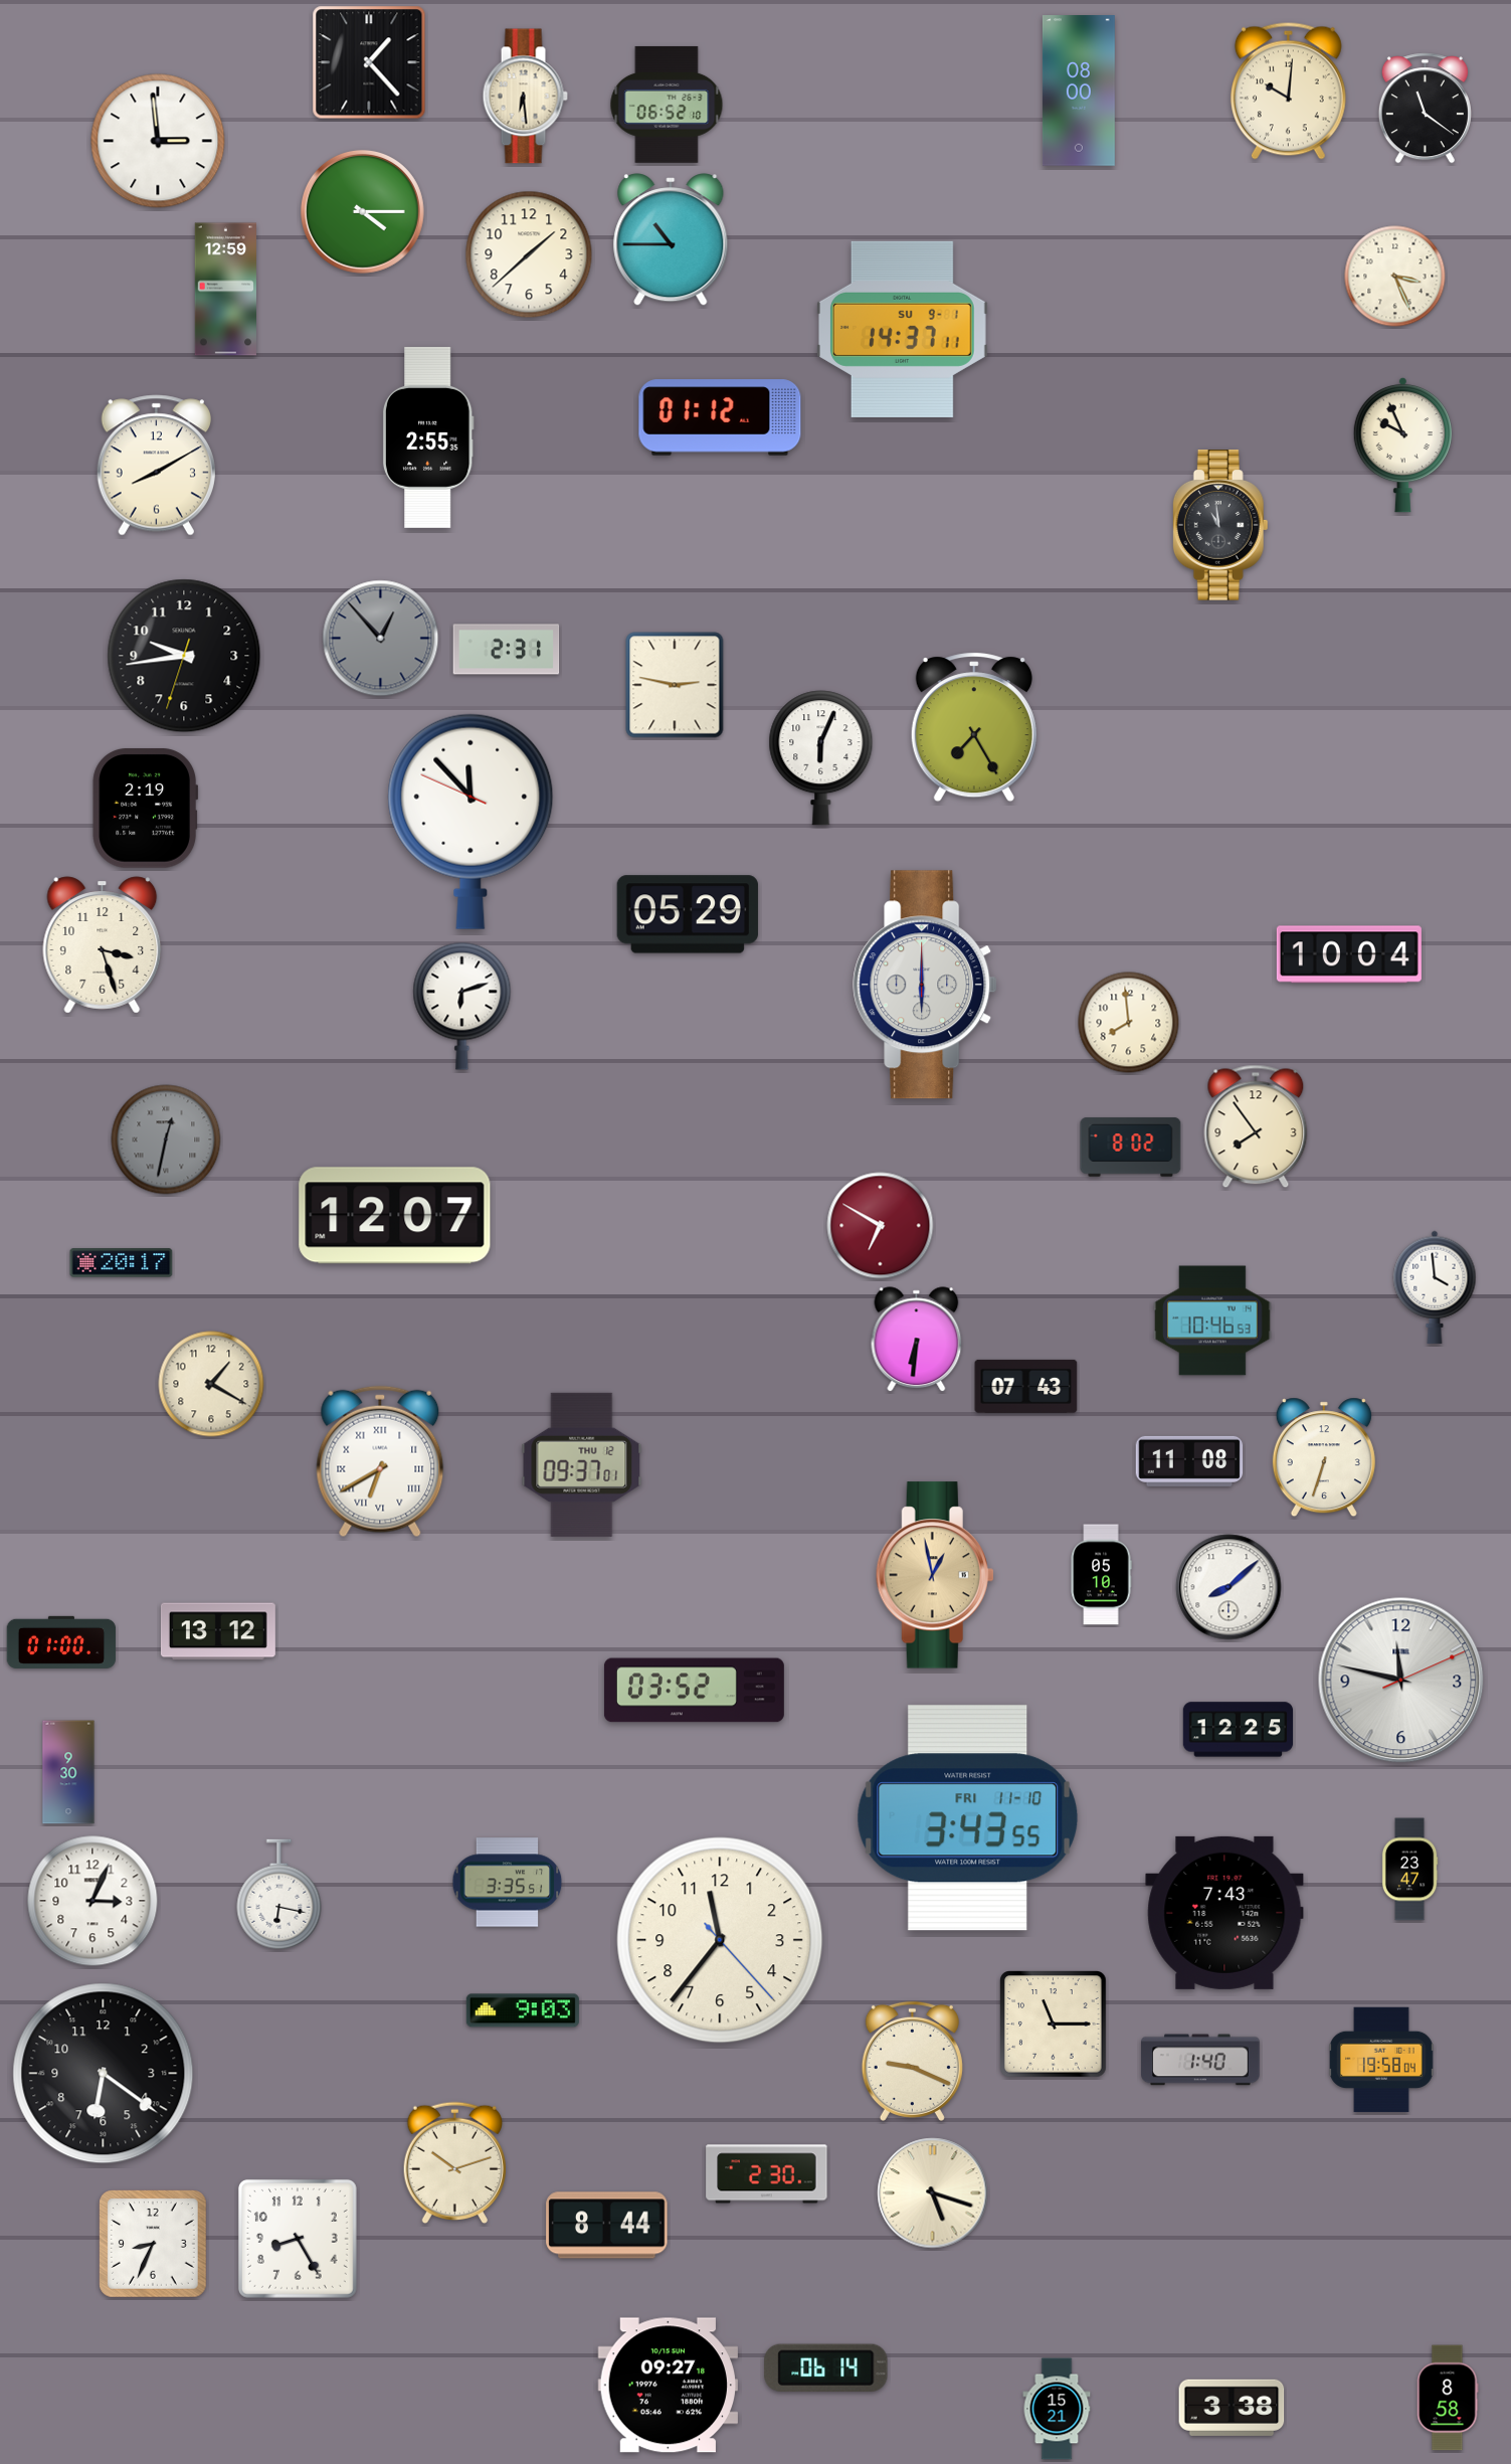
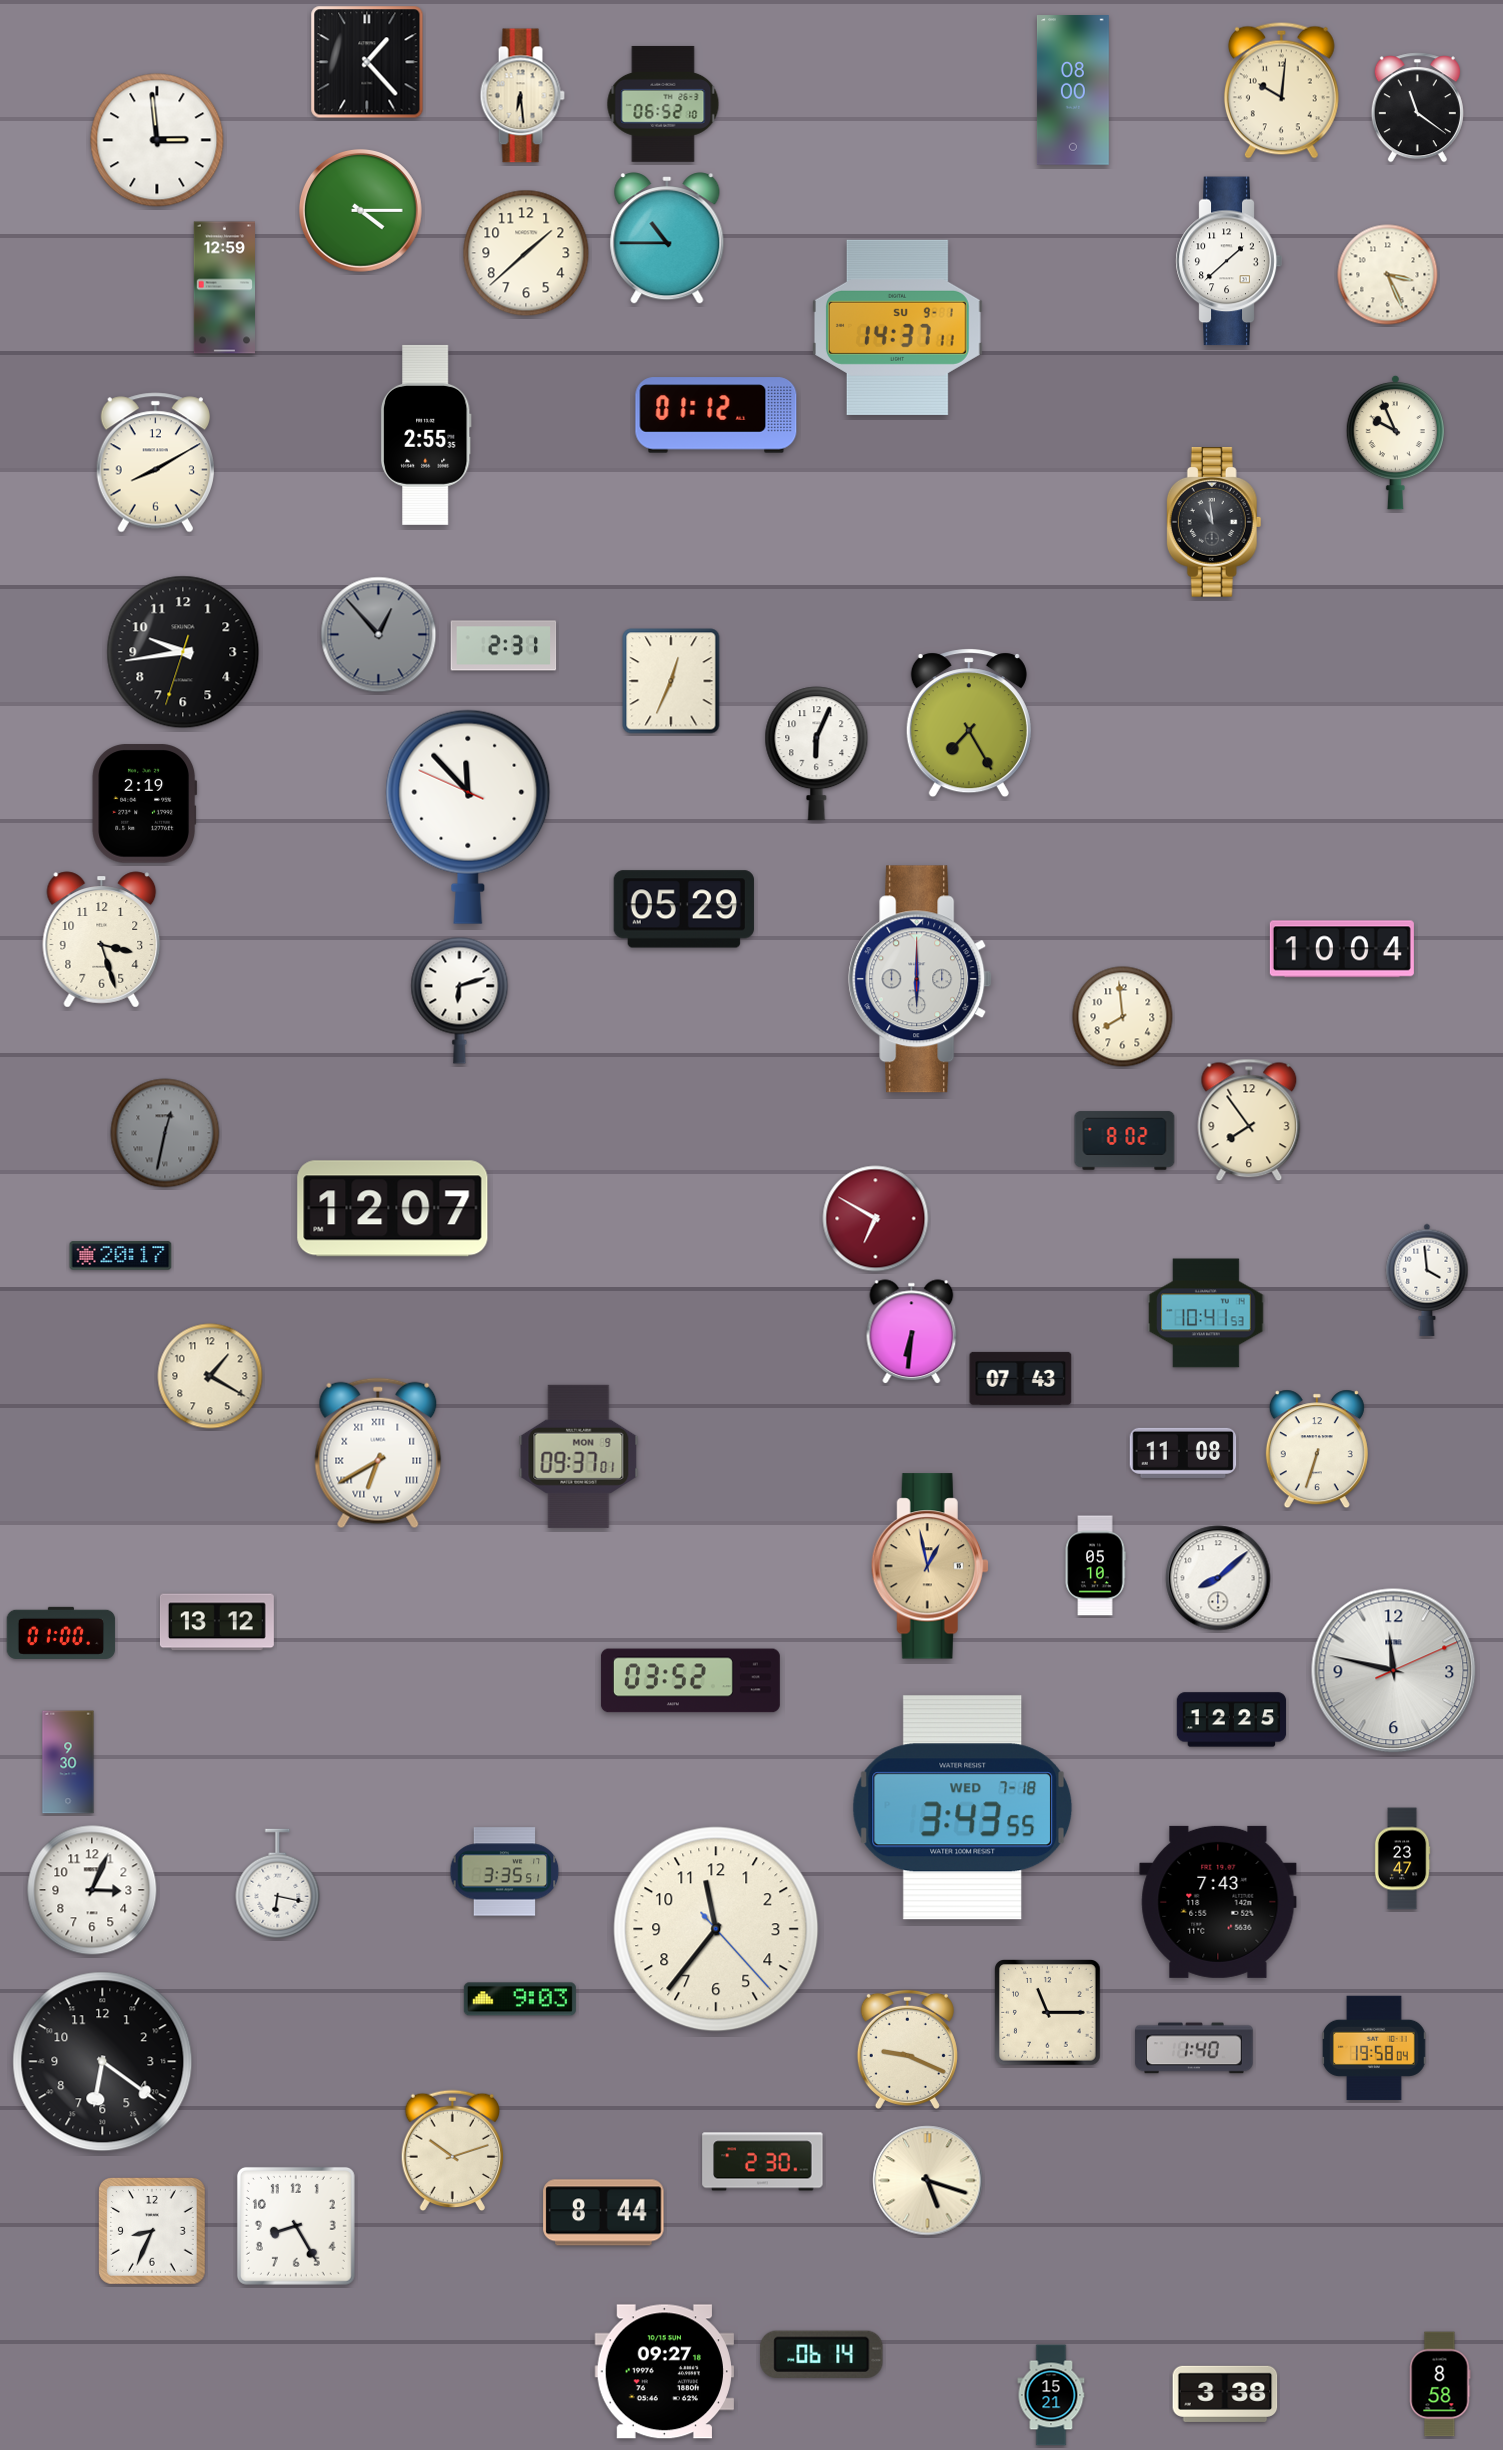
clock at (1229, 261): none -> 1:38
clock at (675, 685): 2:47 -> 12:34
clock at (1212, 1321): 10:46 -> 10:41
clock at (582, 1464) date: THU 12 -> MON 9
clock at (1229, 1587) position: (1229, 1587) -> (1218, 1578)
clock at (968, 1818) date: FRI 11-10 -> WED 7-18
